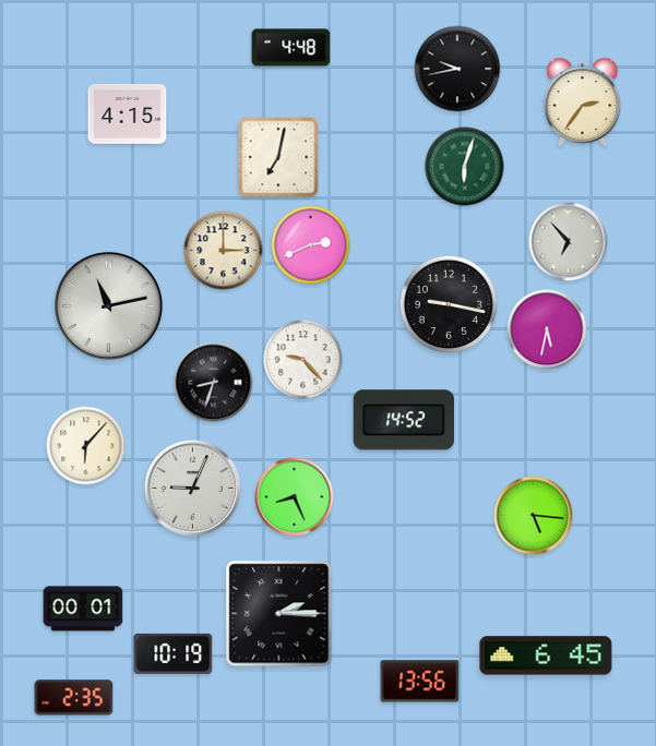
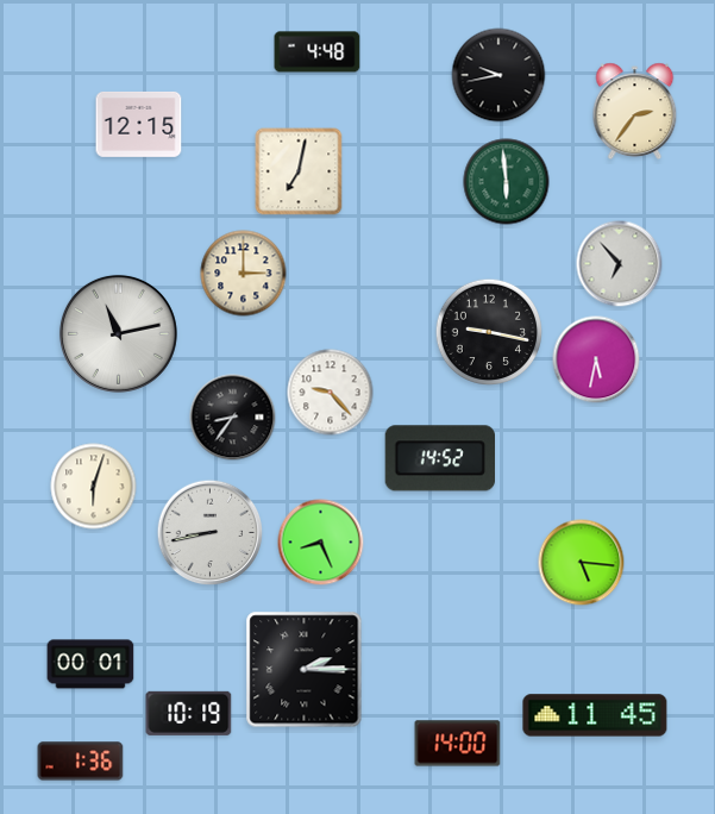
clock at (128, 113): 4:15 -> 12:15
clock at (278, 157) position: (278, 157) -> (299, 171)
clock at (465, 167): 6:03 -> 5:59
clock at (311, 245): 2:41 -> none
clock at (214, 383): 8:33 -> 8:36
clock at (86, 446): 6:07 -> 6:03
clock at (193, 489): 9:04 -> 8:43
clock at (546, 655): 6:45 -> 11:45
clock at (420, 682): 13:56 -> 14:00
clock at (74, 698): 2:35 -> 1:36
